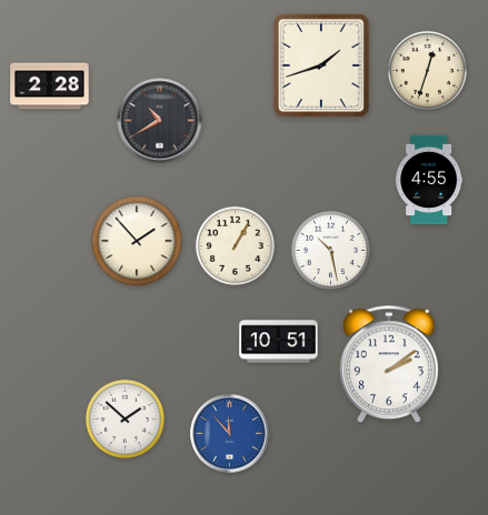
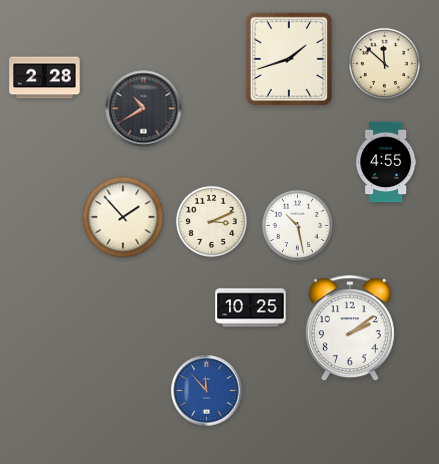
clock at (427, 70): 12:33 -> 11:52
clock at (235, 245): 1:05 -> 3:11
clock at (279, 342): 10:51 -> 10:25
clock at (125, 418): 1:52 -> none
